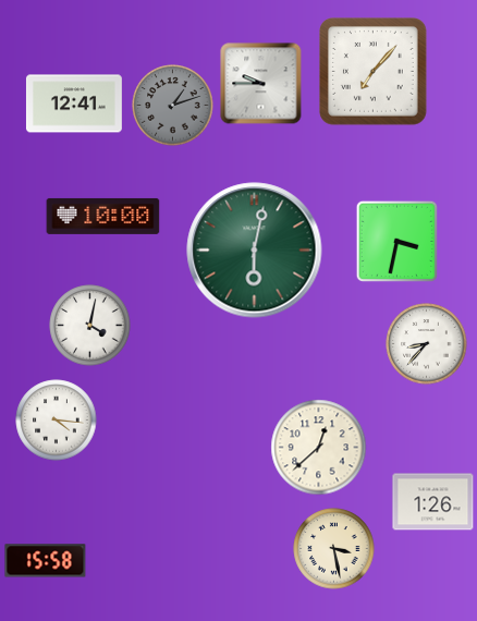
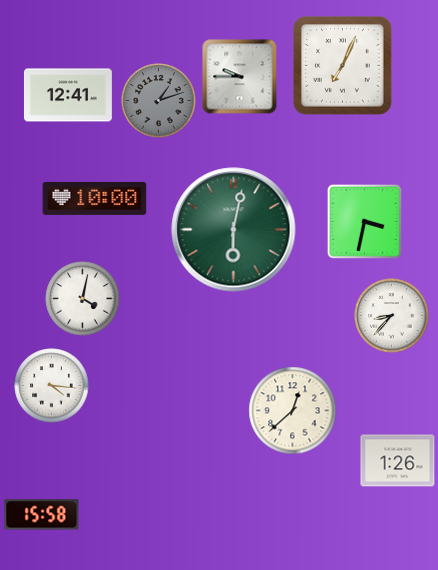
clock at (374, 72): 7:07 -> 7:04
clock at (173, 106) position: (173, 106) -> (159, 101)
clock at (334, 549): 3:28 -> none
